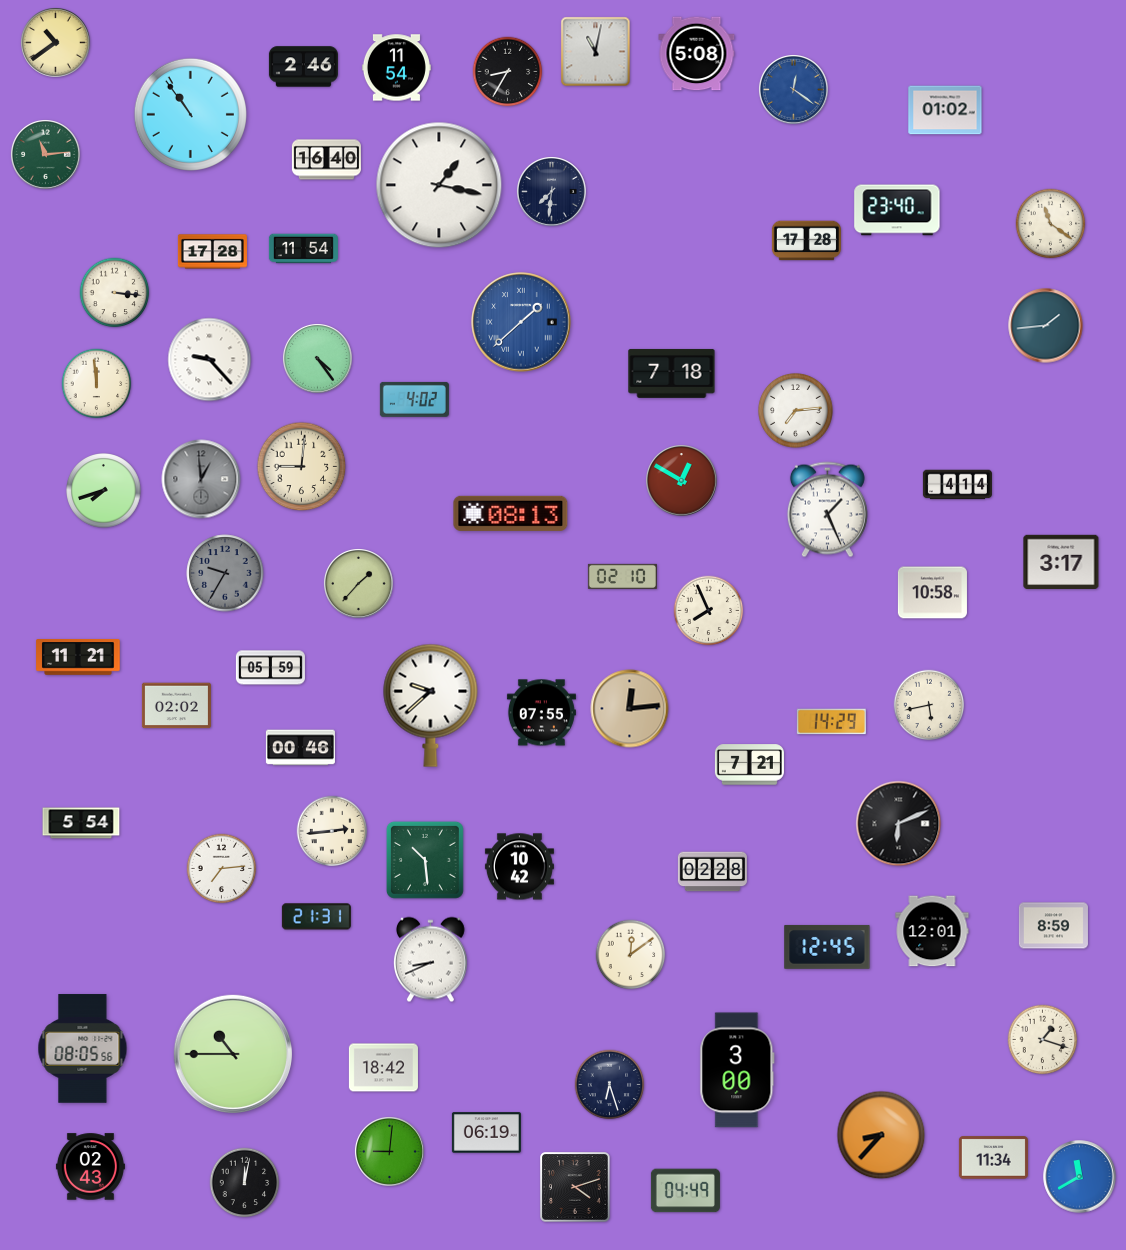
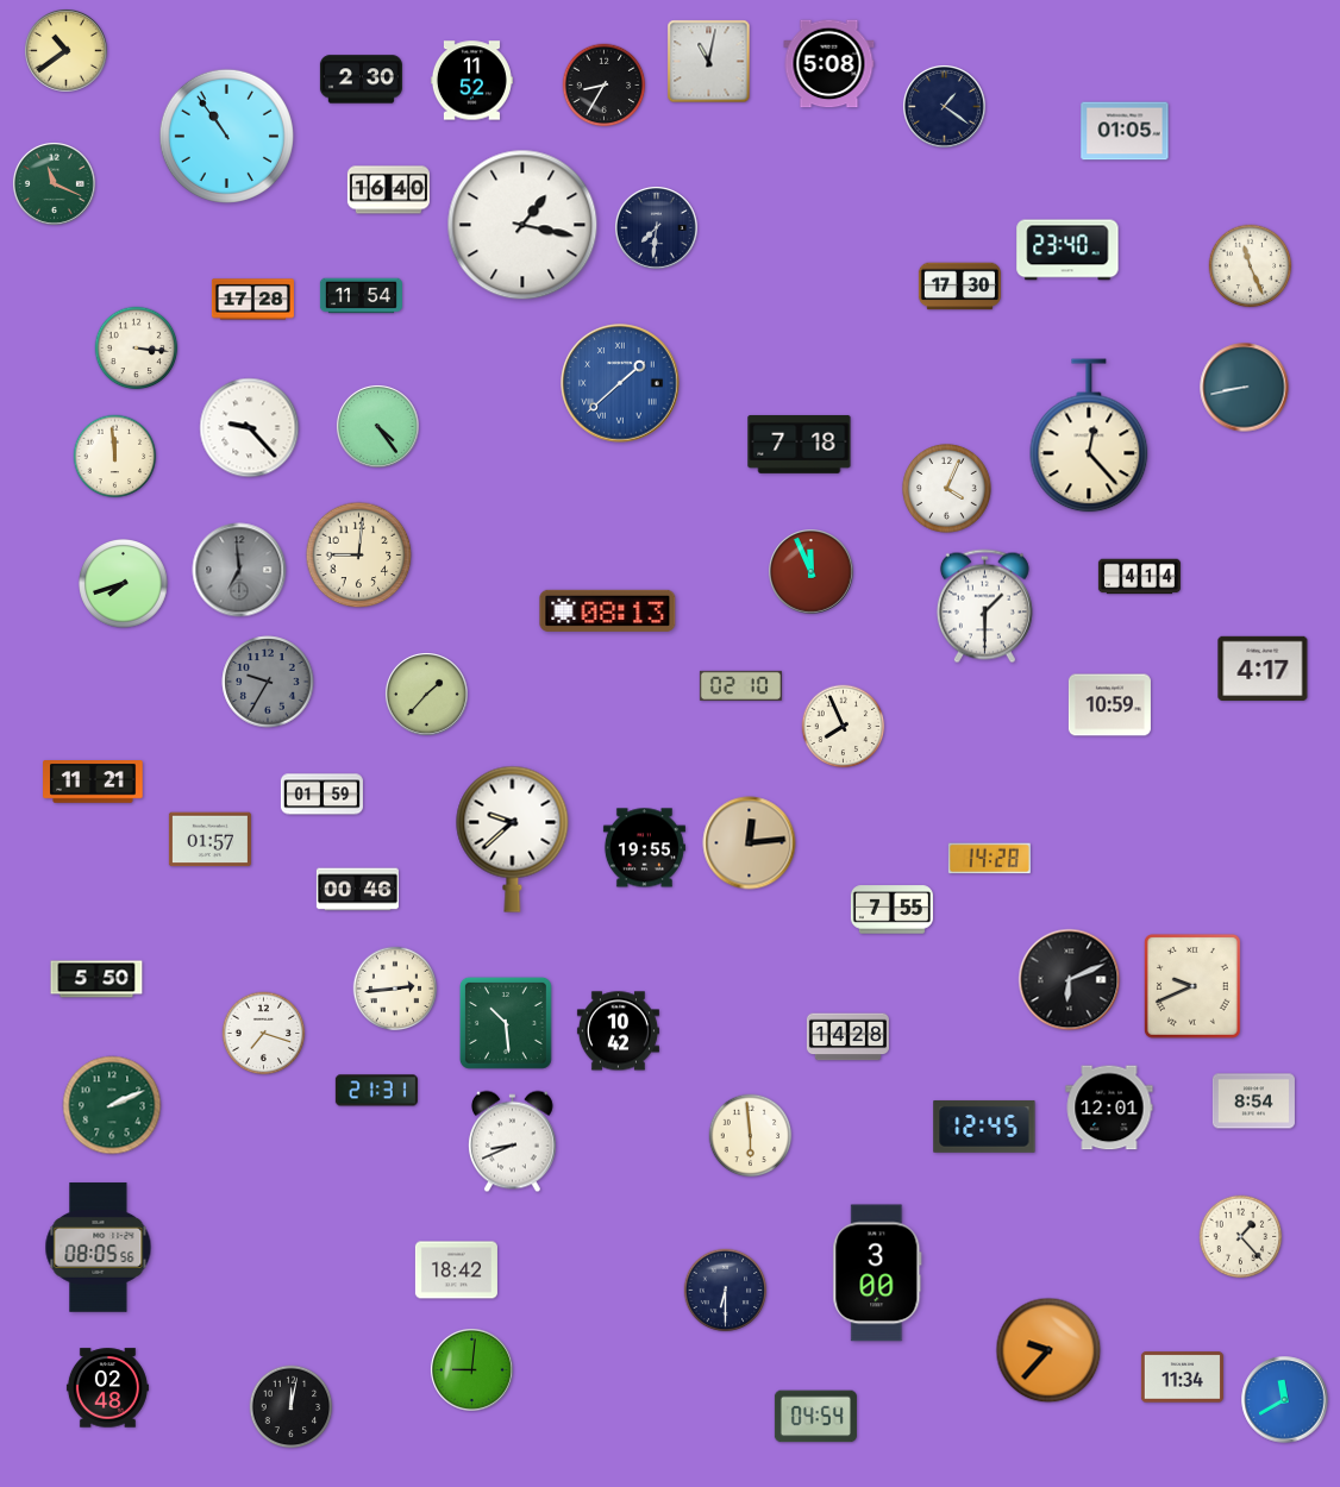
clock at (303, 67): 2:46 -> 2:30
clock at (396, 68): 11:54 -> 11:52
clock at (794, 90): 12:21 -> 1:21
clock at (794, 90) dial: blue -> navy
clock at (945, 110): 01:02 -> 01:05
clock at (46, 155): 11:14 -> 11:19
clock at (439, 185) position: (439, 185) -> (522, 225)
clock at (1051, 224): 11:21 -> 11:26
clock at (806, 241): 17:28 -> 17:30
clock at (1046, 326): 1:44 -> 8:43
clock at (1089, 435): none -> 12:23
clock at (414, 399): 4:02 -> none
clock at (796, 411): 7:14 -> 4:04
clock at (201, 479): 12:59 -> 6:59
clock at (682, 481): 12:50 -> 11:56
clock at (827, 510): 1:26 -> 1:30
clock at (1061, 561): 3:17 -> 4:17
clock at (932, 593): 10:58 -> 10:59
clock at (270, 668): 05:59 -> 01:59
clock at (929, 705): 5:43 -> none
clock at (176, 706): 02:02 -> 01:57
clock at (541, 713): 07:55 -> 19:55
clock at (831, 722): 14:29 -> 14:28
clock at (749, 765): 7:21 -> 7:55
clock at (81, 823): 5:54 -> 5:50
clock at (1192, 987): none -> 9:41
clock at (222, 869): 7:14 -> 7:18
clock at (712, 872): 02:28 -> 14:28
clock at (1053, 926): 8:59 -> 8:54
clock at (112, 1105): none -> 2:11
clock at (631, 955): 12:09 -> 5:59
clock at (1043, 1040): 1:18 -> 1:23
clock at (233, 1054): 10:45 -> none
clock at (610, 1085): 6:27 -> 6:30
clock at (486, 1133): 06:19 -> none
clock at (881, 1135): 8:37 -> 9:37
clock at (390, 1152) position: (390, 1152) -> (472, 1370)
clock at (90, 1167): 02:43 -> 02:48
clock at (575, 1187): 4:12 -> none
clock at (685, 1191): 04:49 -> 04:54
